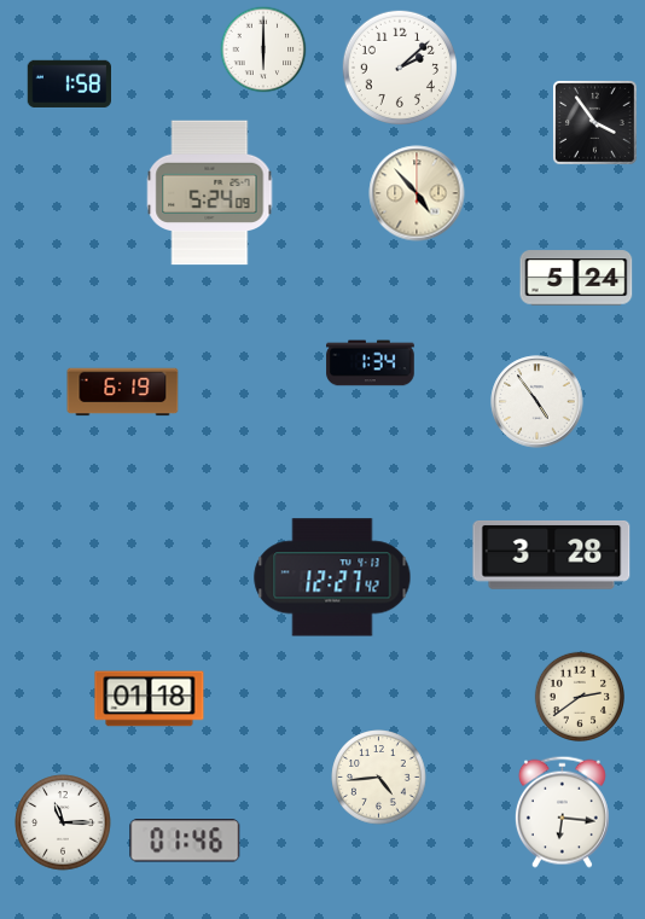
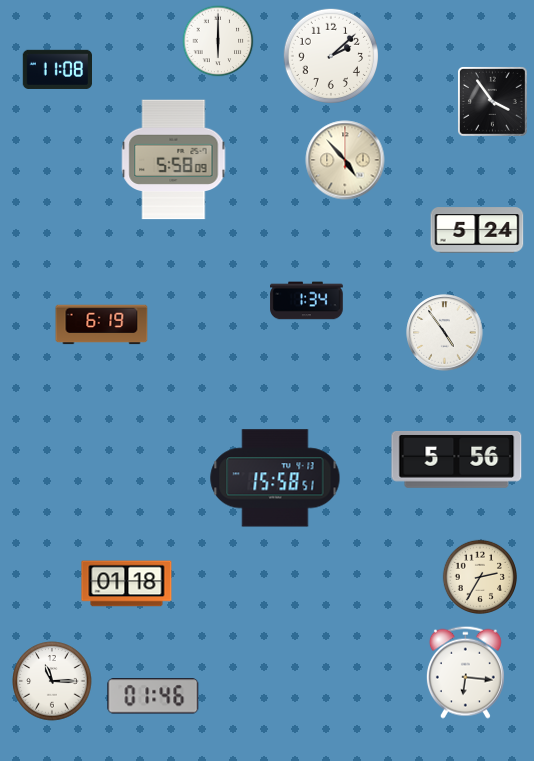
clock at (69, 83): 1:58 -> 11:08
clock at (210, 193): 5:24 -> 5:58
clock at (552, 556): 3:28 -> 5:56
clock at (332, 577): 12:27 -> 15:58
clock at (579, 696): 2:39 -> 2:35
clock at (150, 699) position: (150, 699) -> (127, 584)
clock at (379, 778): 4:44 -> none
